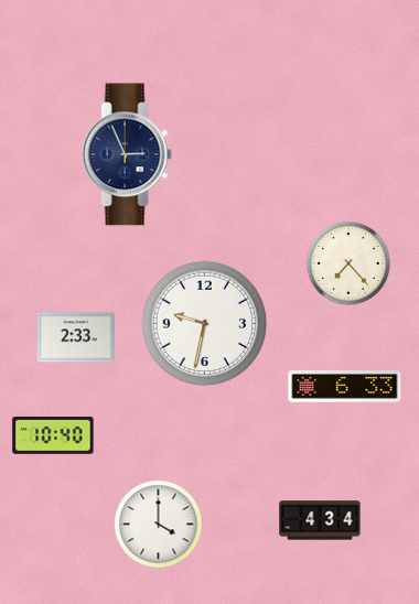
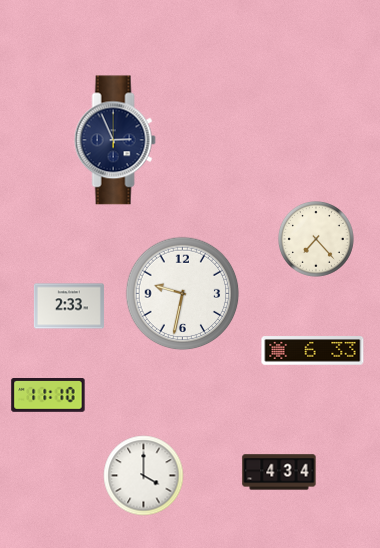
clock at (205, 324) position: (205, 324) -> (183, 294)
clock at (53, 436): 10:40 -> 11:10
clock at (320, 520) position: (320, 520) -> (279, 472)
